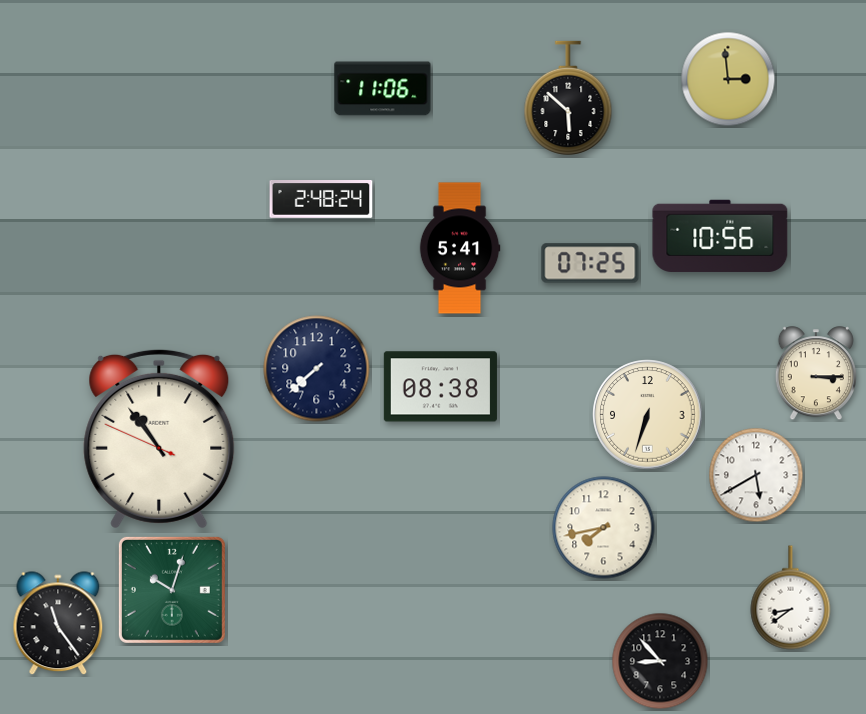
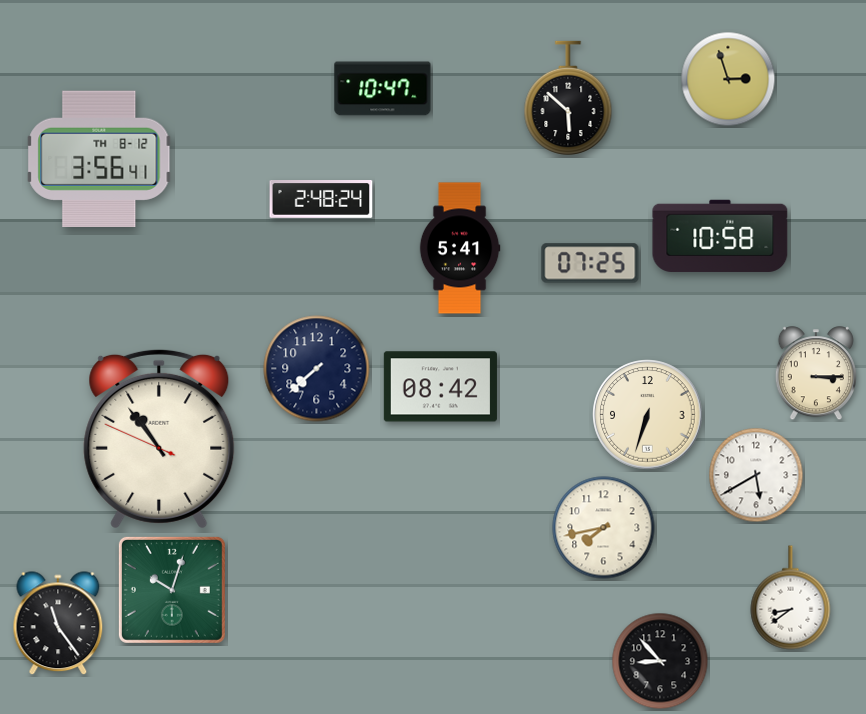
clock at (728, 79): 2:59 -> 2:57
clock at (383, 89): 11:06 -> 10:47
clock at (99, 159): none -> 3:56
clock at (720, 236): 10:56 -> 10:58
clock at (440, 387): 08:38 -> 08:42
